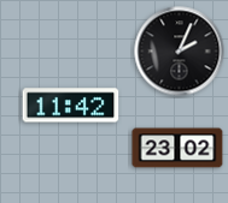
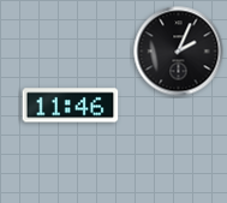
clock at (71, 106): 11:42 -> 11:46
clock at (177, 148): 23:02 -> none
